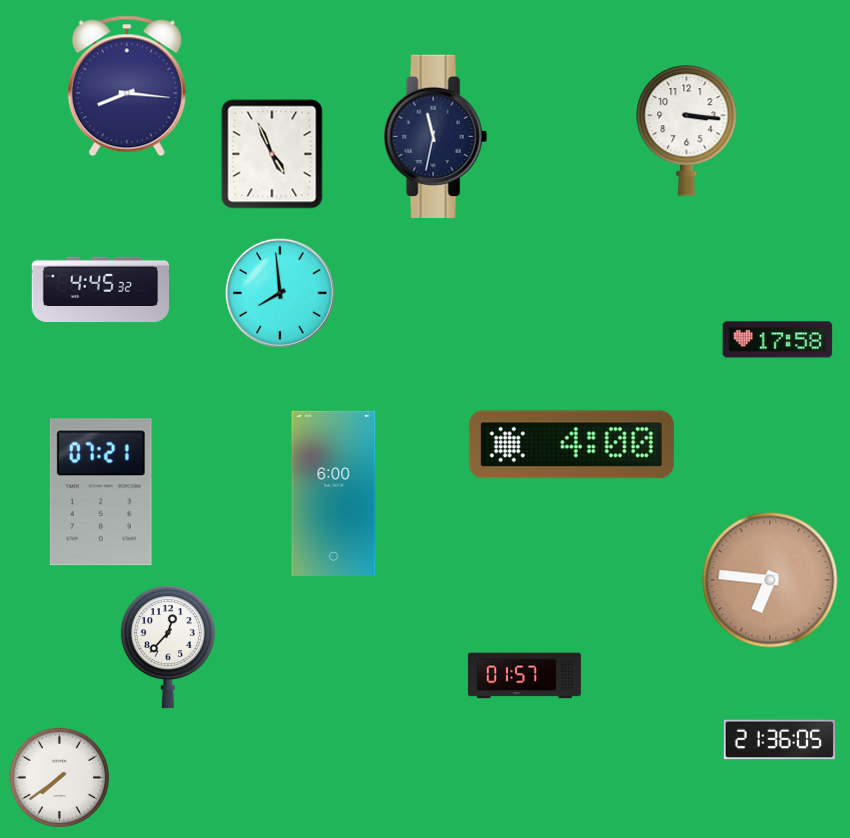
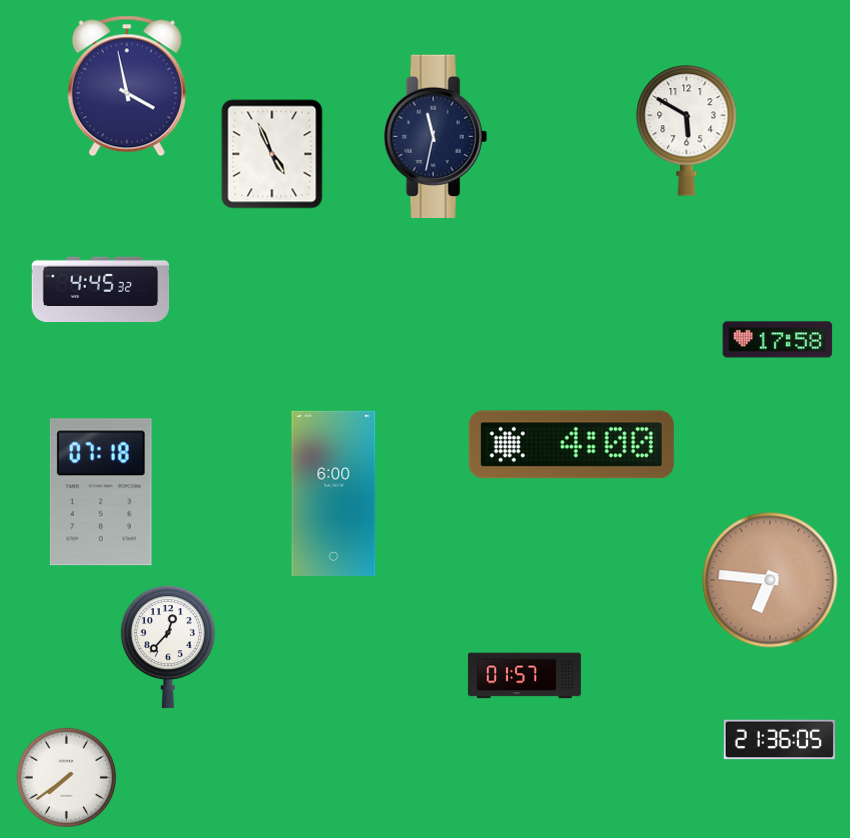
clock at (127, 86): 8:16 -> 3:58
clock at (687, 131): 3:16 -> 5:50
clock at (280, 293): 7:59 -> none
clock at (101, 492): 07:21 -> 07:18
clock at (59, 777) position: (59, 777) -> (66, 777)
